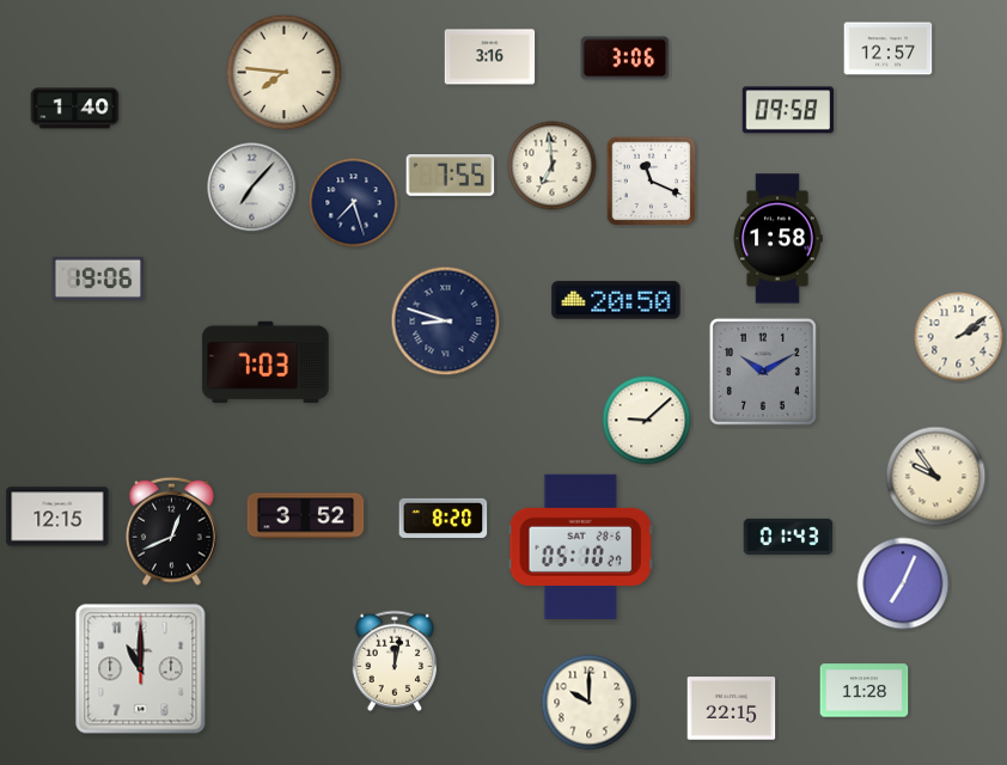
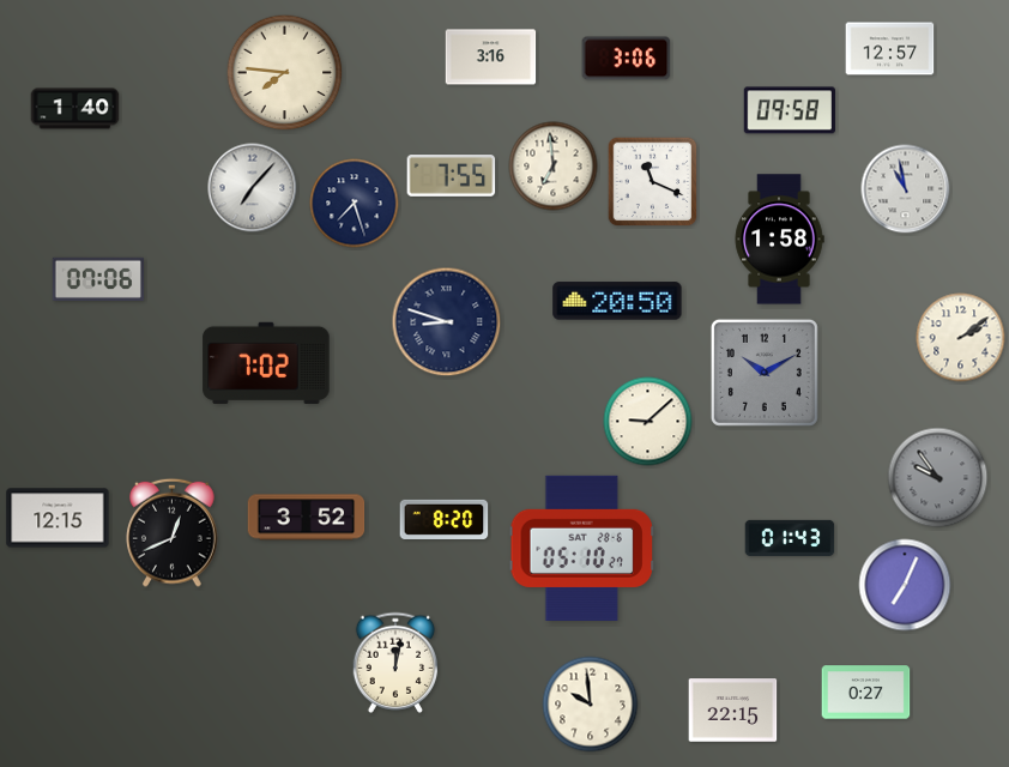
clock at (906, 189): none -> 10:58
clock at (98, 279): 19:06 -> 07:06
clock at (266, 362): 7:03 -> 7:02
clock at (936, 477) dial: cream -> grey
clock at (141, 669): 11:00 -> none
clock at (865, 691): 11:28 -> 0:27
clock at (590, 703): 10:00 -> 9:59
